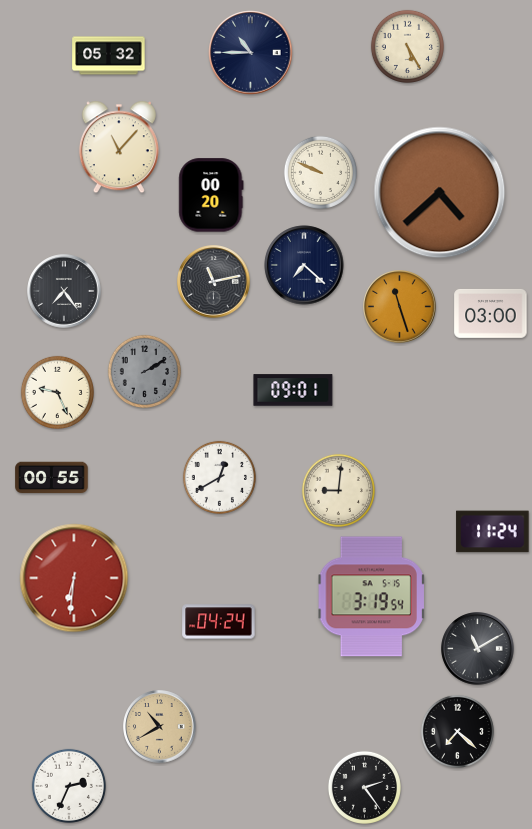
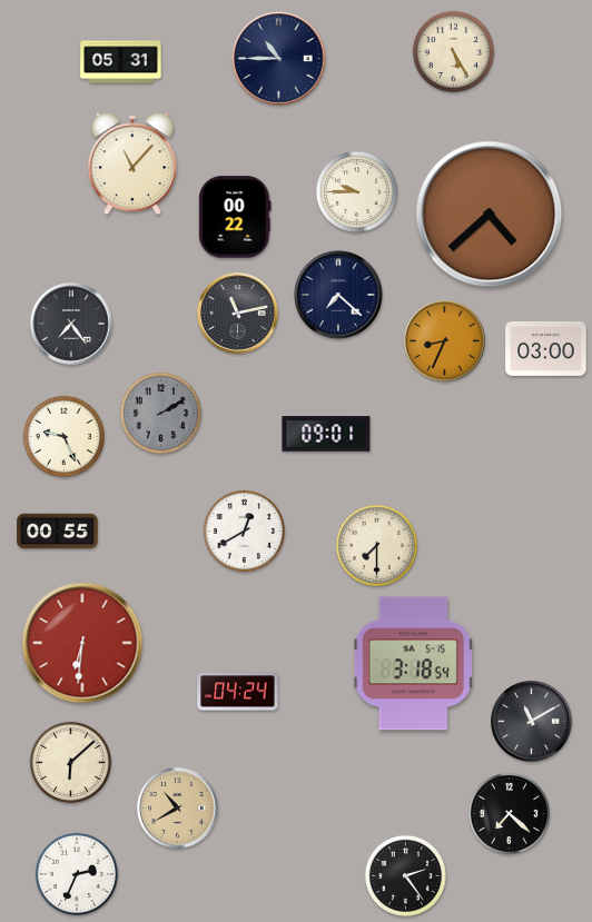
clock at (109, 56): 05:32 -> 05:31
clock at (320, 172): 9:49 -> 9:45
clock at (211, 195): 00:20 -> 00:22
clock at (400, 307): 11:27 -> 8:34
clock at (338, 490): 9:01 -> 7:30
clock at (493, 532): 11:24 -> none
clock at (371, 597): 3:19 -> 3:18
clock at (219, 622) position: (219, 622) -> (238, 692)
clock at (70, 762): none -> 6:08
